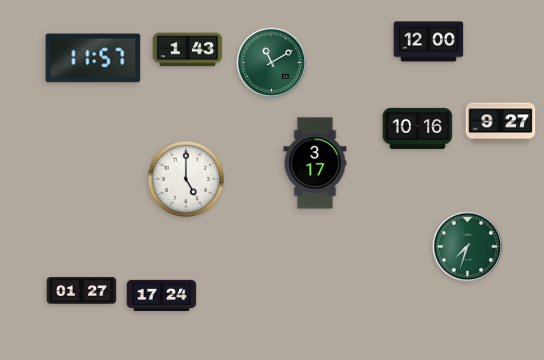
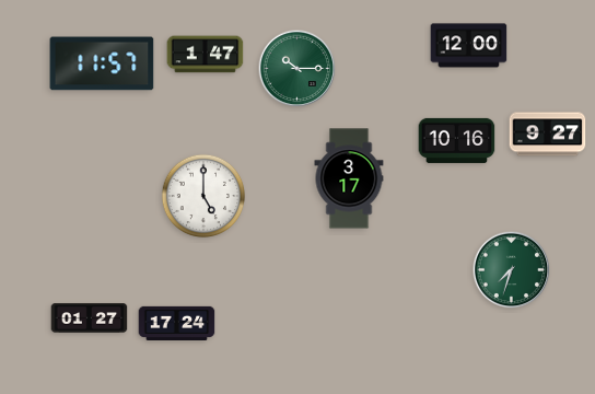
clock at (188, 50): 1:43 -> 1:47
clock at (272, 63): 11:10 -> 10:15
clock at (315, 163) position: (315, 163) -> (349, 178)
